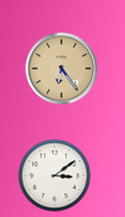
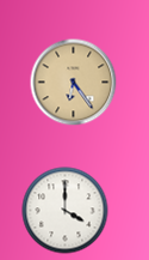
clock at (55, 176): 3:09 -> 4:00
